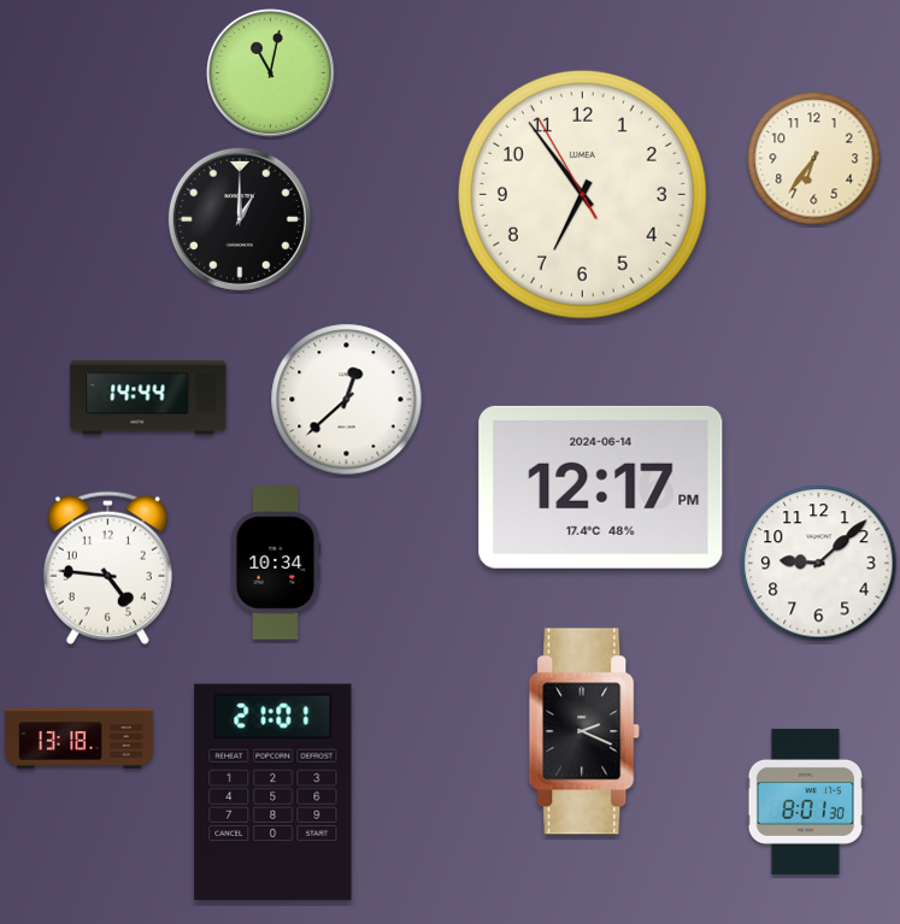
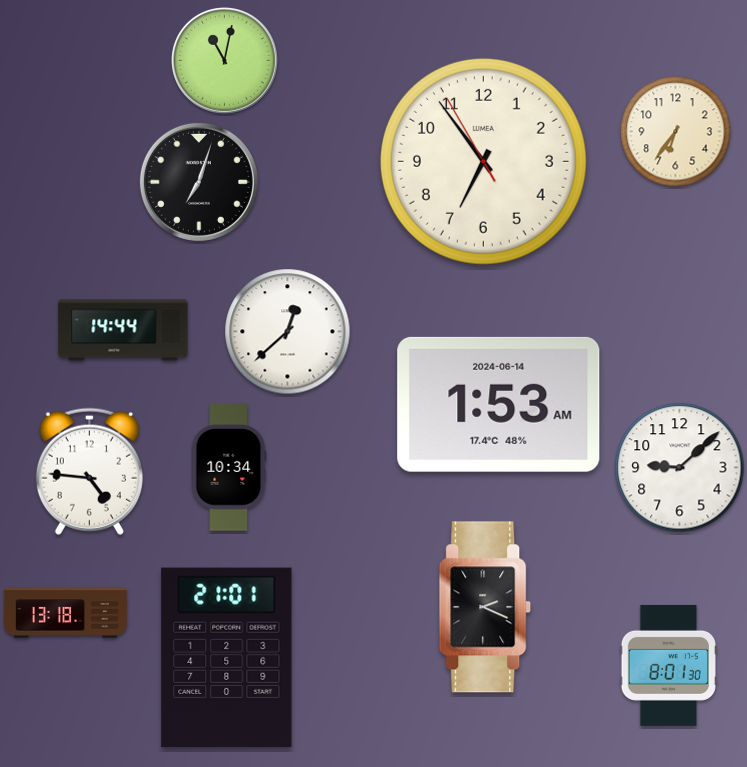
clock at (240, 219): 1:00 -> 7:03
clock at (601, 487): 12:17 -> 1:53
